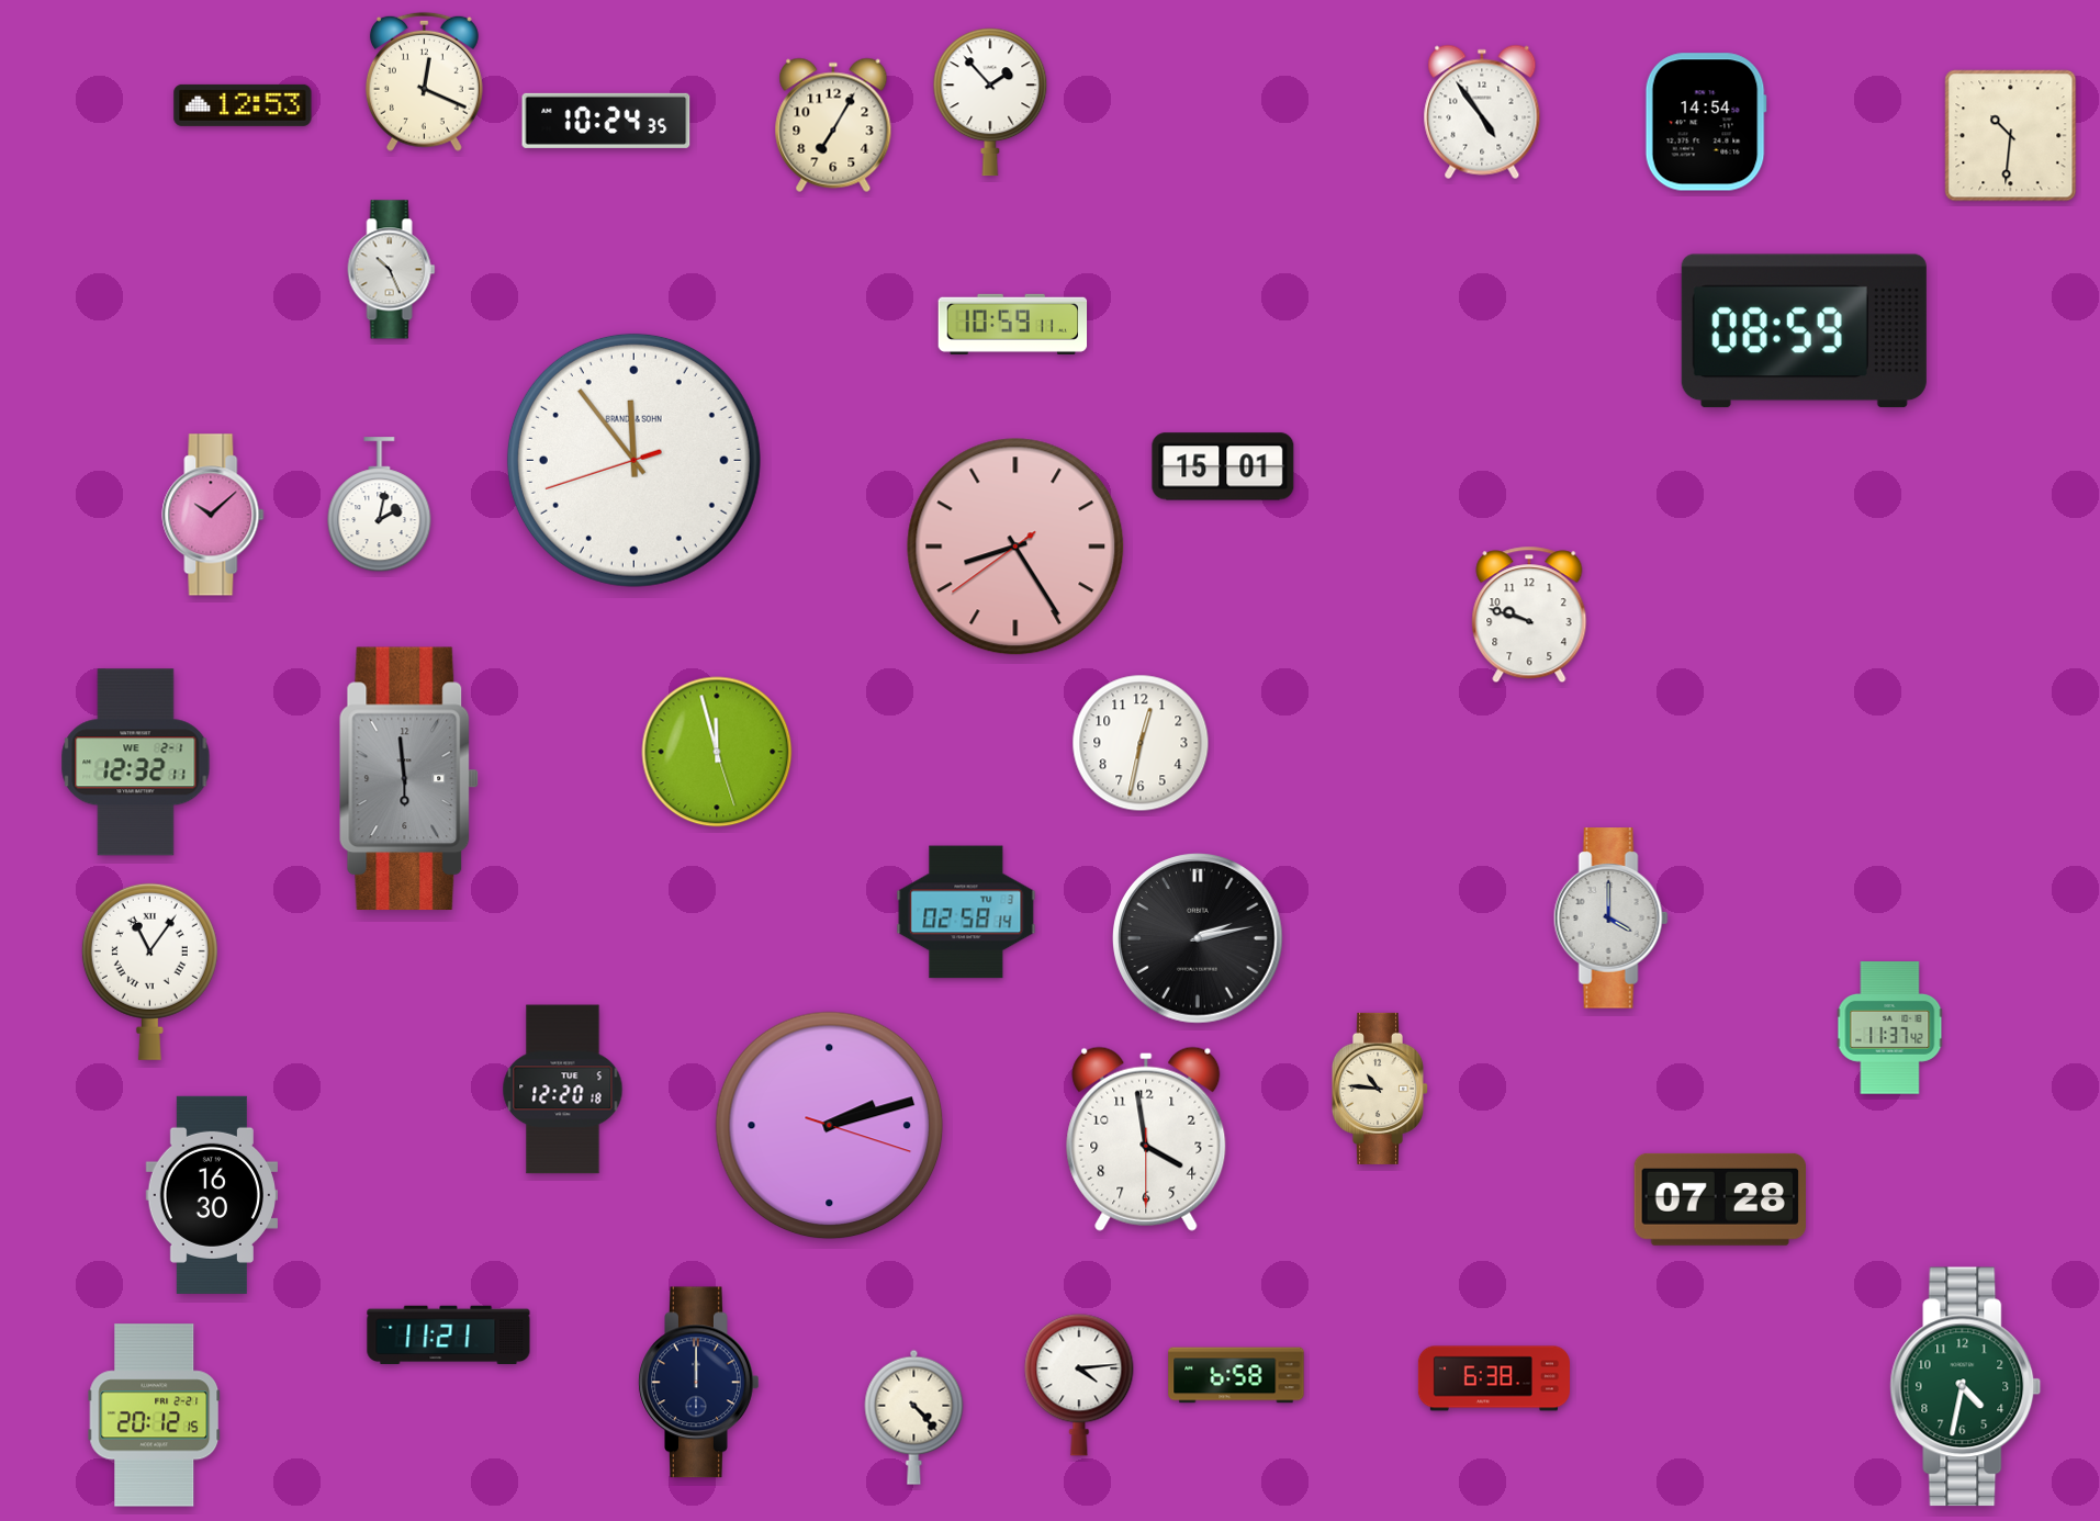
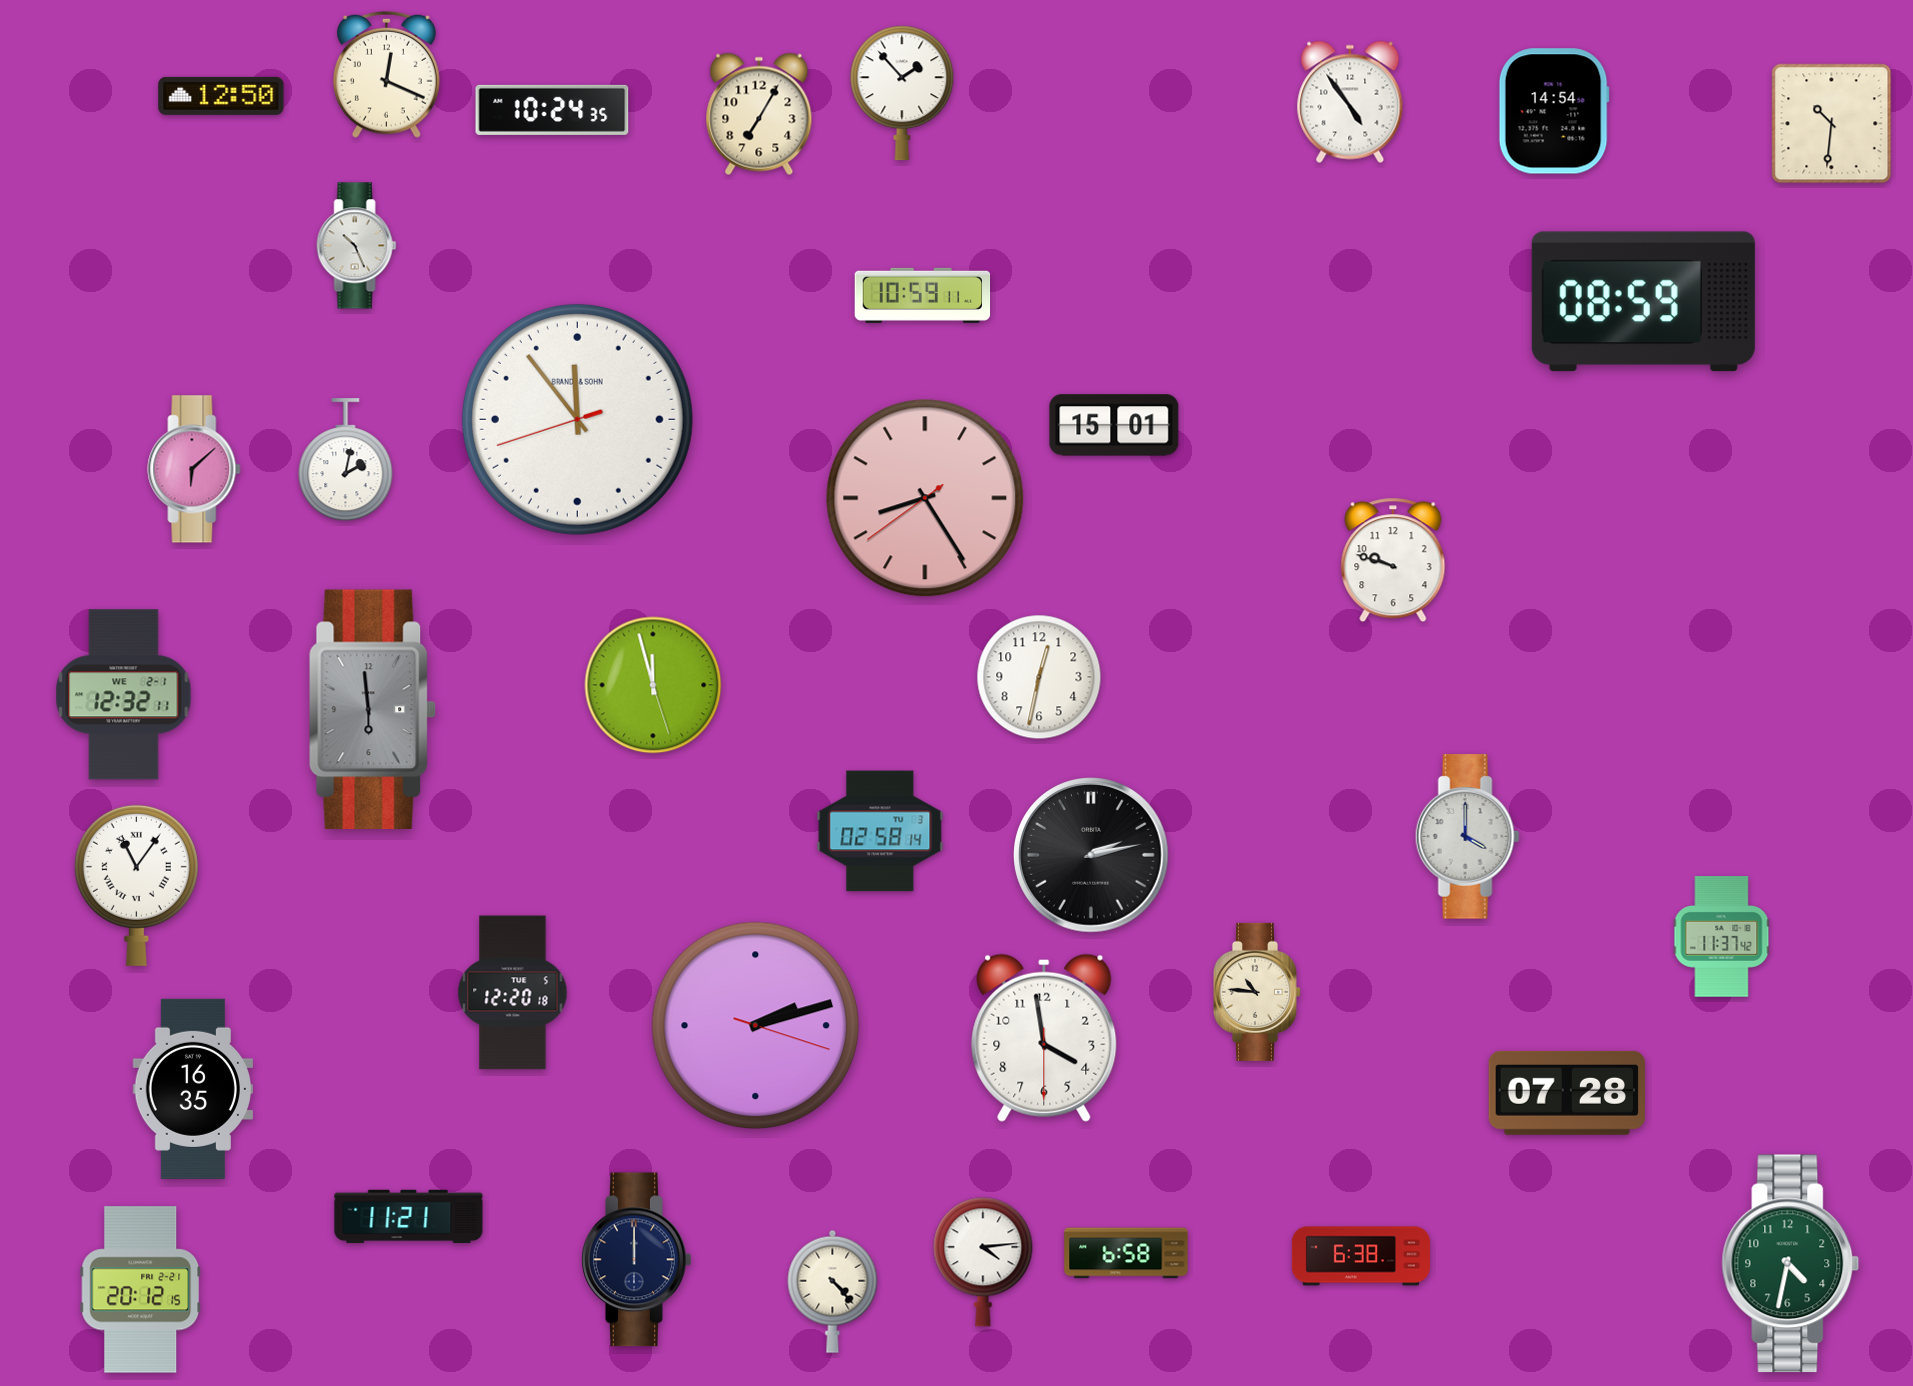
clock at (243, 105): 12:53 -> 12:50
clock at (213, 515): 10:08 -> 6:08
clock at (211, 1195): 16:30 -> 16:35
